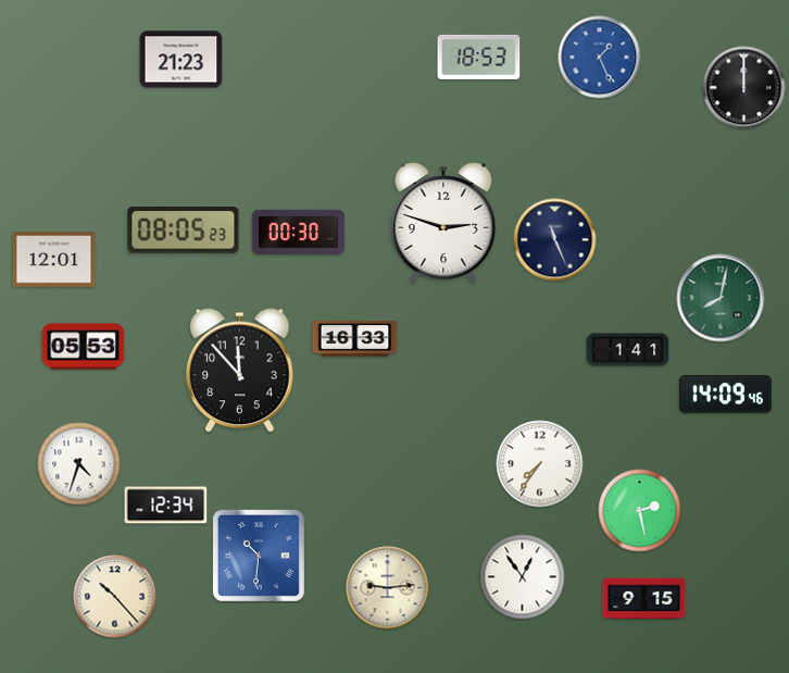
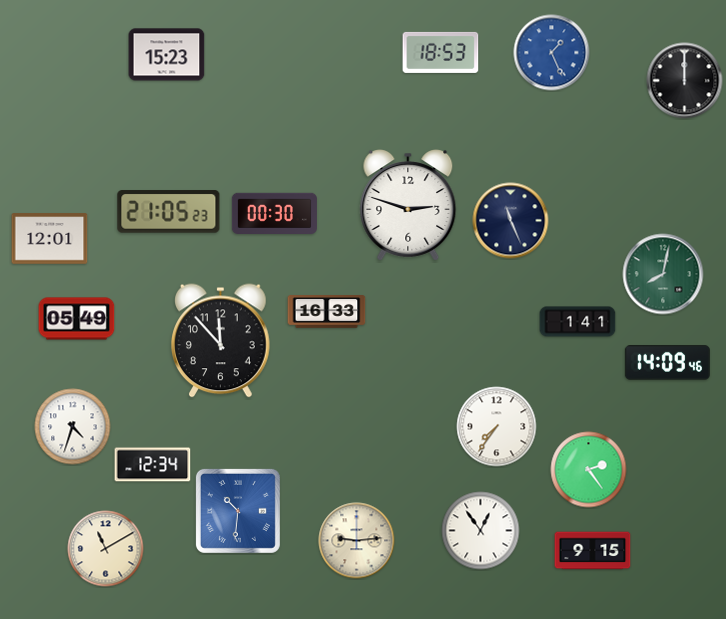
clock at (181, 60): 21:23 -> 15:23
clock at (184, 230): 08:05 -> 21:05
clock at (84, 347): 05:53 -> 05:49
clock at (640, 511): 2:28 -> 2:24
clock at (115, 597): 10:23 -> 11:10
